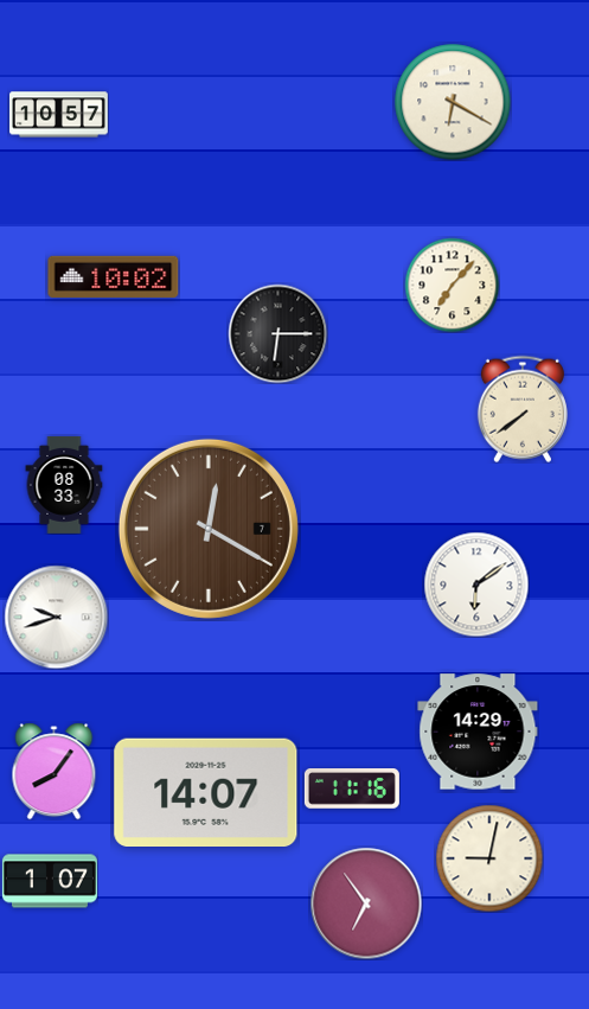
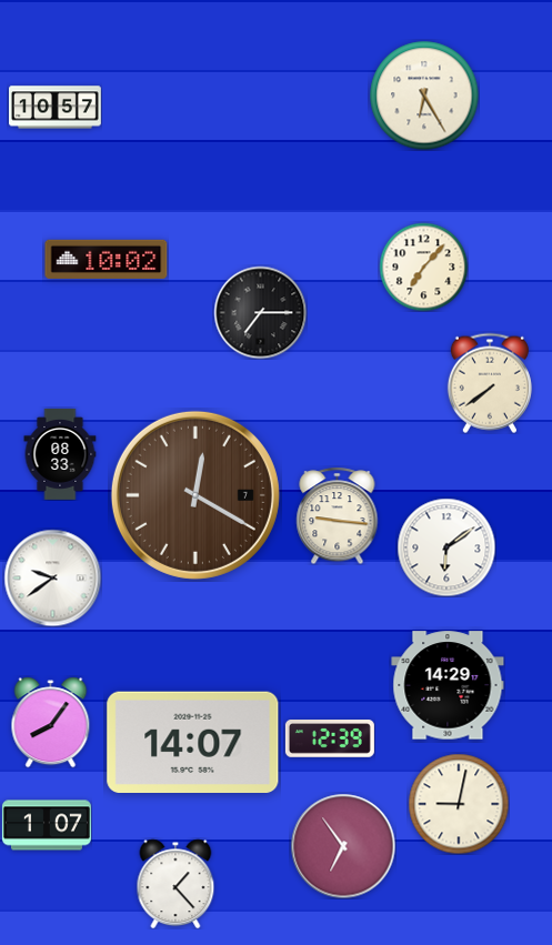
clock at (453, 102): 6:20 -> 6:25
clock at (277, 333): 6:15 -> 7:15
clock at (338, 515): none -> 9:16
clock at (56, 617): 9:42 -> 9:39
clock at (352, 788): 11:16 -> 12:39
clock at (175, 884): none -> 1:23
